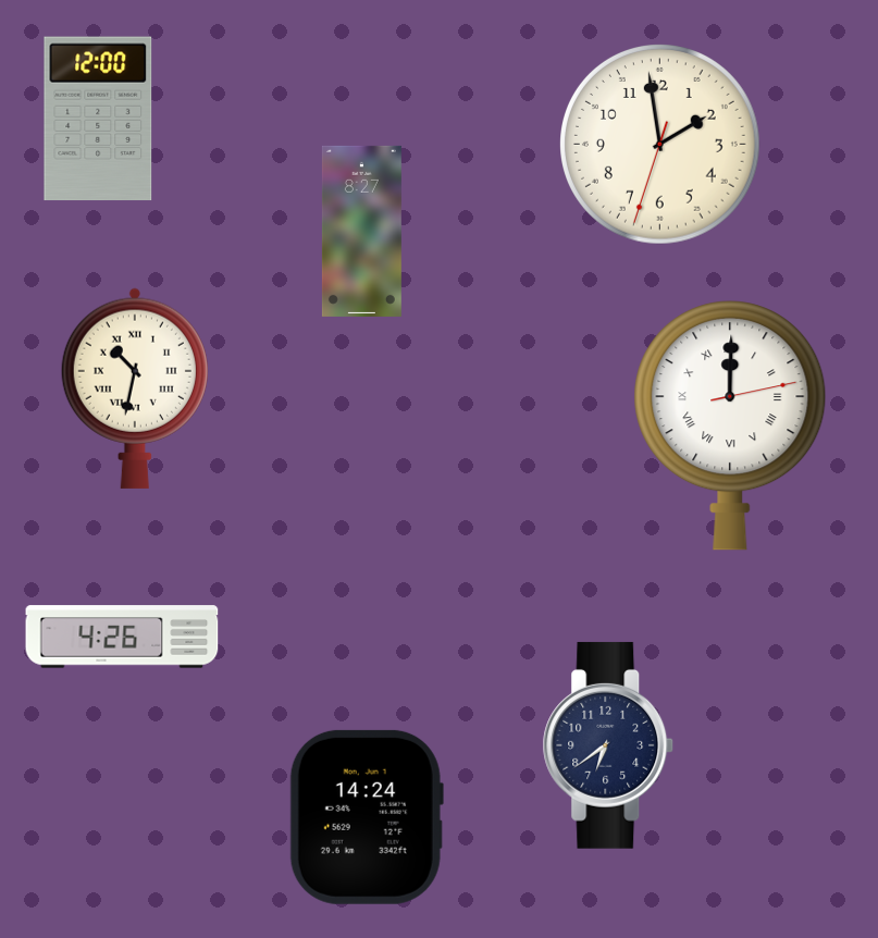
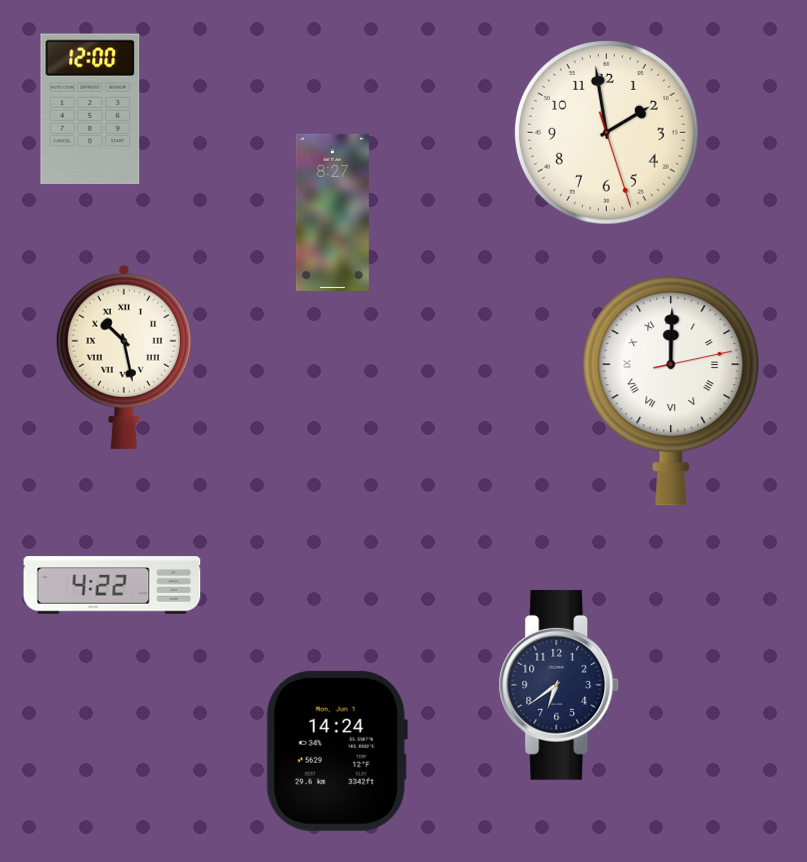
clock at (660, 145): 1:58:33 -> 1:58:27
clock at (135, 388): 10:32 -> 10:28
clock at (122, 637): 4:26 -> 4:22
